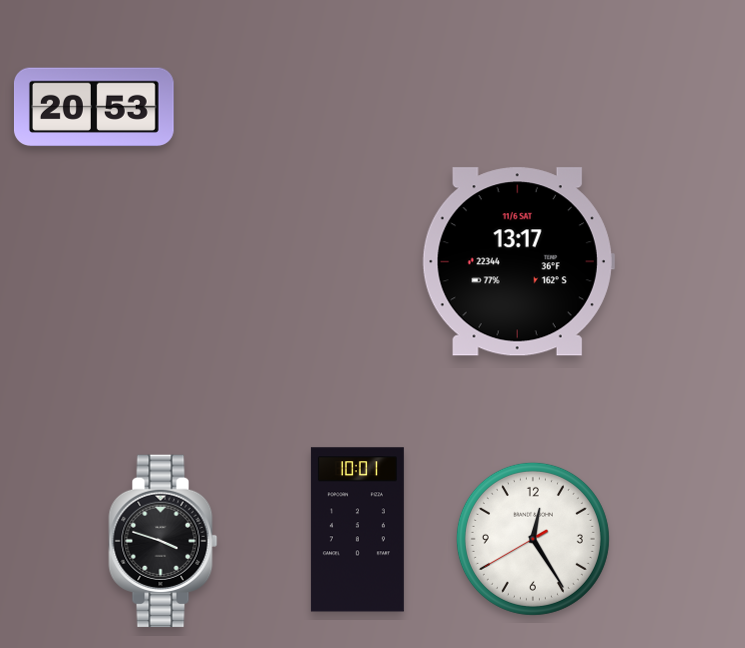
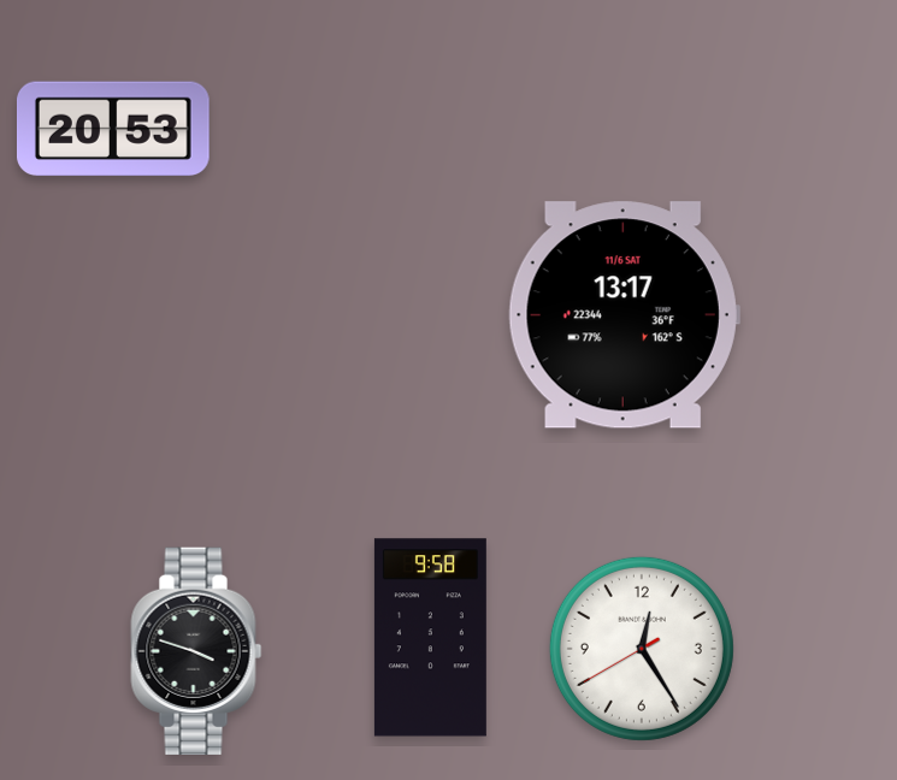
clock at (357, 530): 10:01 -> 9:58
